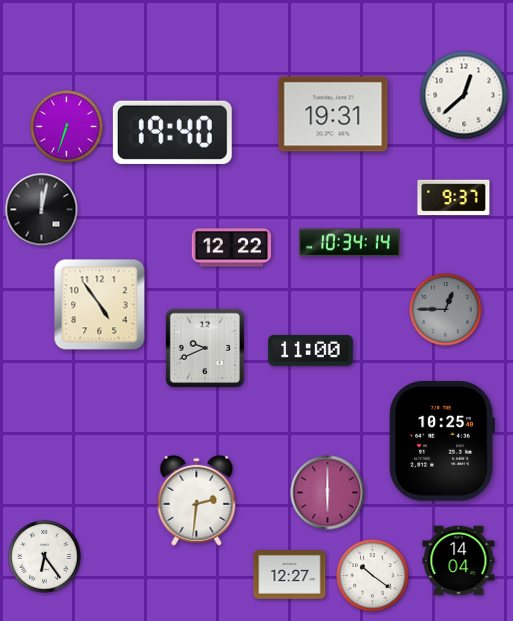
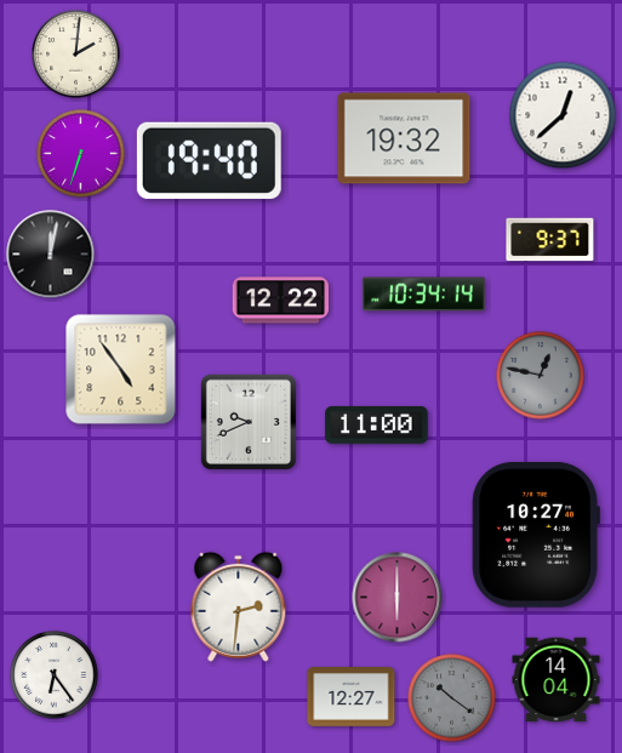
clock at (76, 55): none -> 2:01
clock at (333, 114): 19:31 -> 19:32
clock at (446, 310): 12:45 -> 12:47
clock at (442, 441): 10:25 -> 10:27
clock at (373, 576) dial: white -> grey
